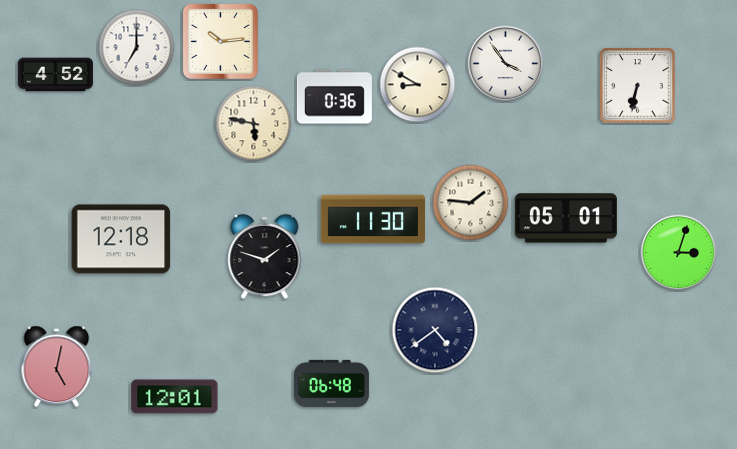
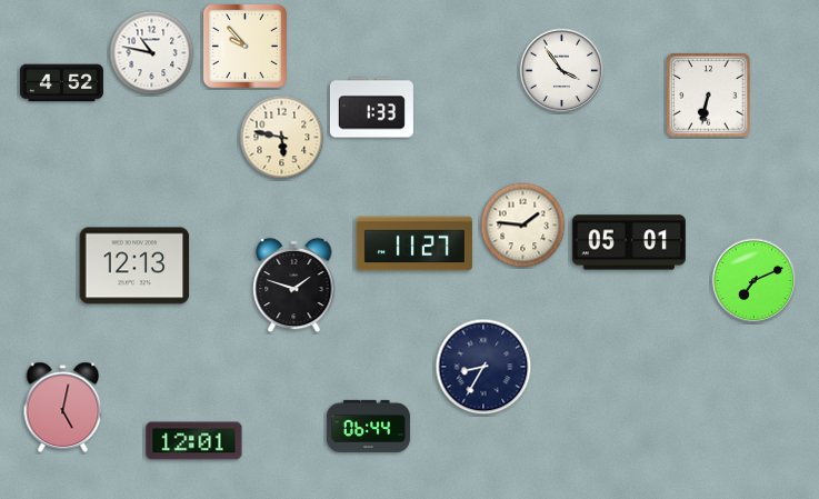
clock at (220, 41): 10:14 -> 9:53
clock at (137, 48): 7:00 -> 10:47
clock at (418, 85): 8:50 -> none
clock at (334, 97): 0:36 -> 1:33
clock at (373, 219): 11:30 -> 11:27
clock at (121, 239): 12:18 -> 12:13
clock at (679, 253): 3:03 -> 7:11
clock at (435, 330): 4:39 -> 8:35
clock at (331, 383): 06:48 -> 06:44
